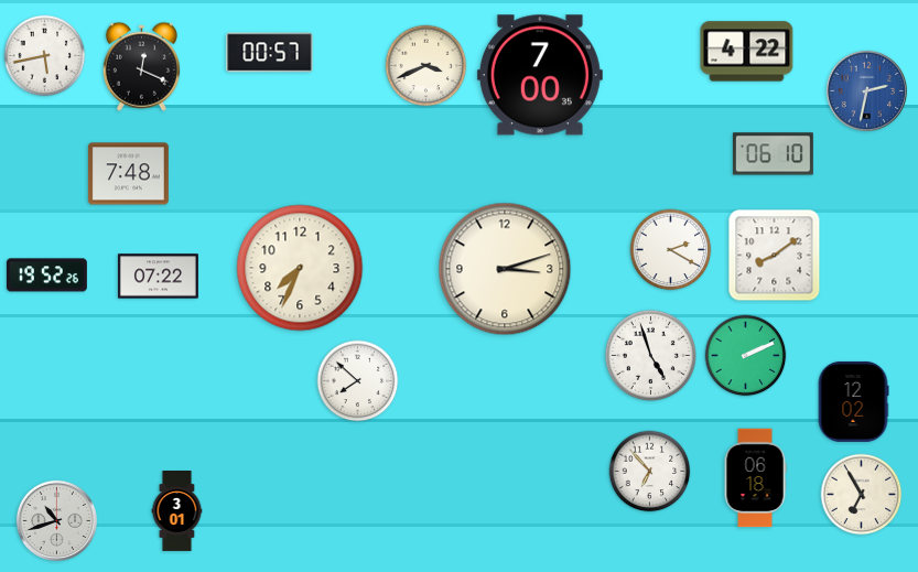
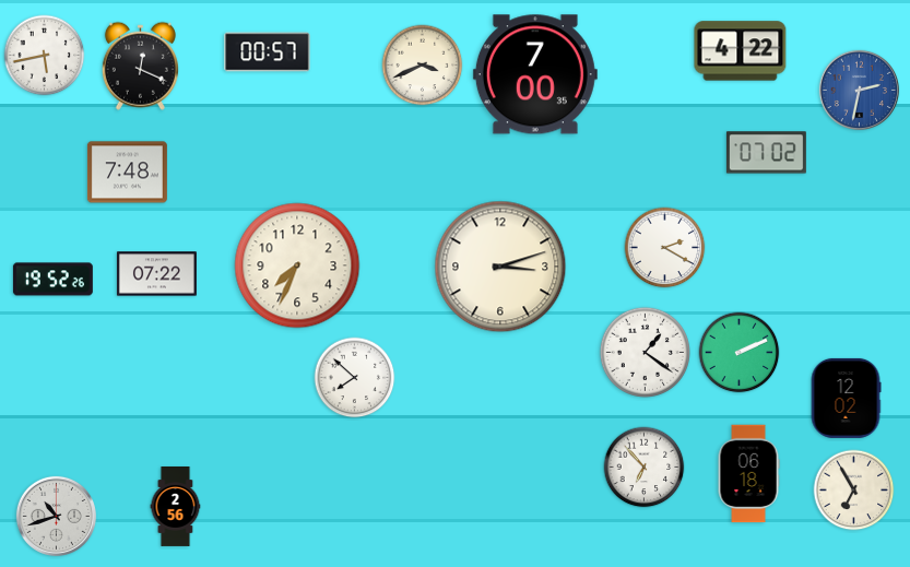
clock at (773, 154): 06:10 -> 07:02
clock at (775, 256): 8:09 -> none
clock at (46, 276) position: (46, 276) -> (52, 280)
clock at (650, 355): 4:57 -> 1:21
clock at (177, 511): 3:01 -> 2:56
